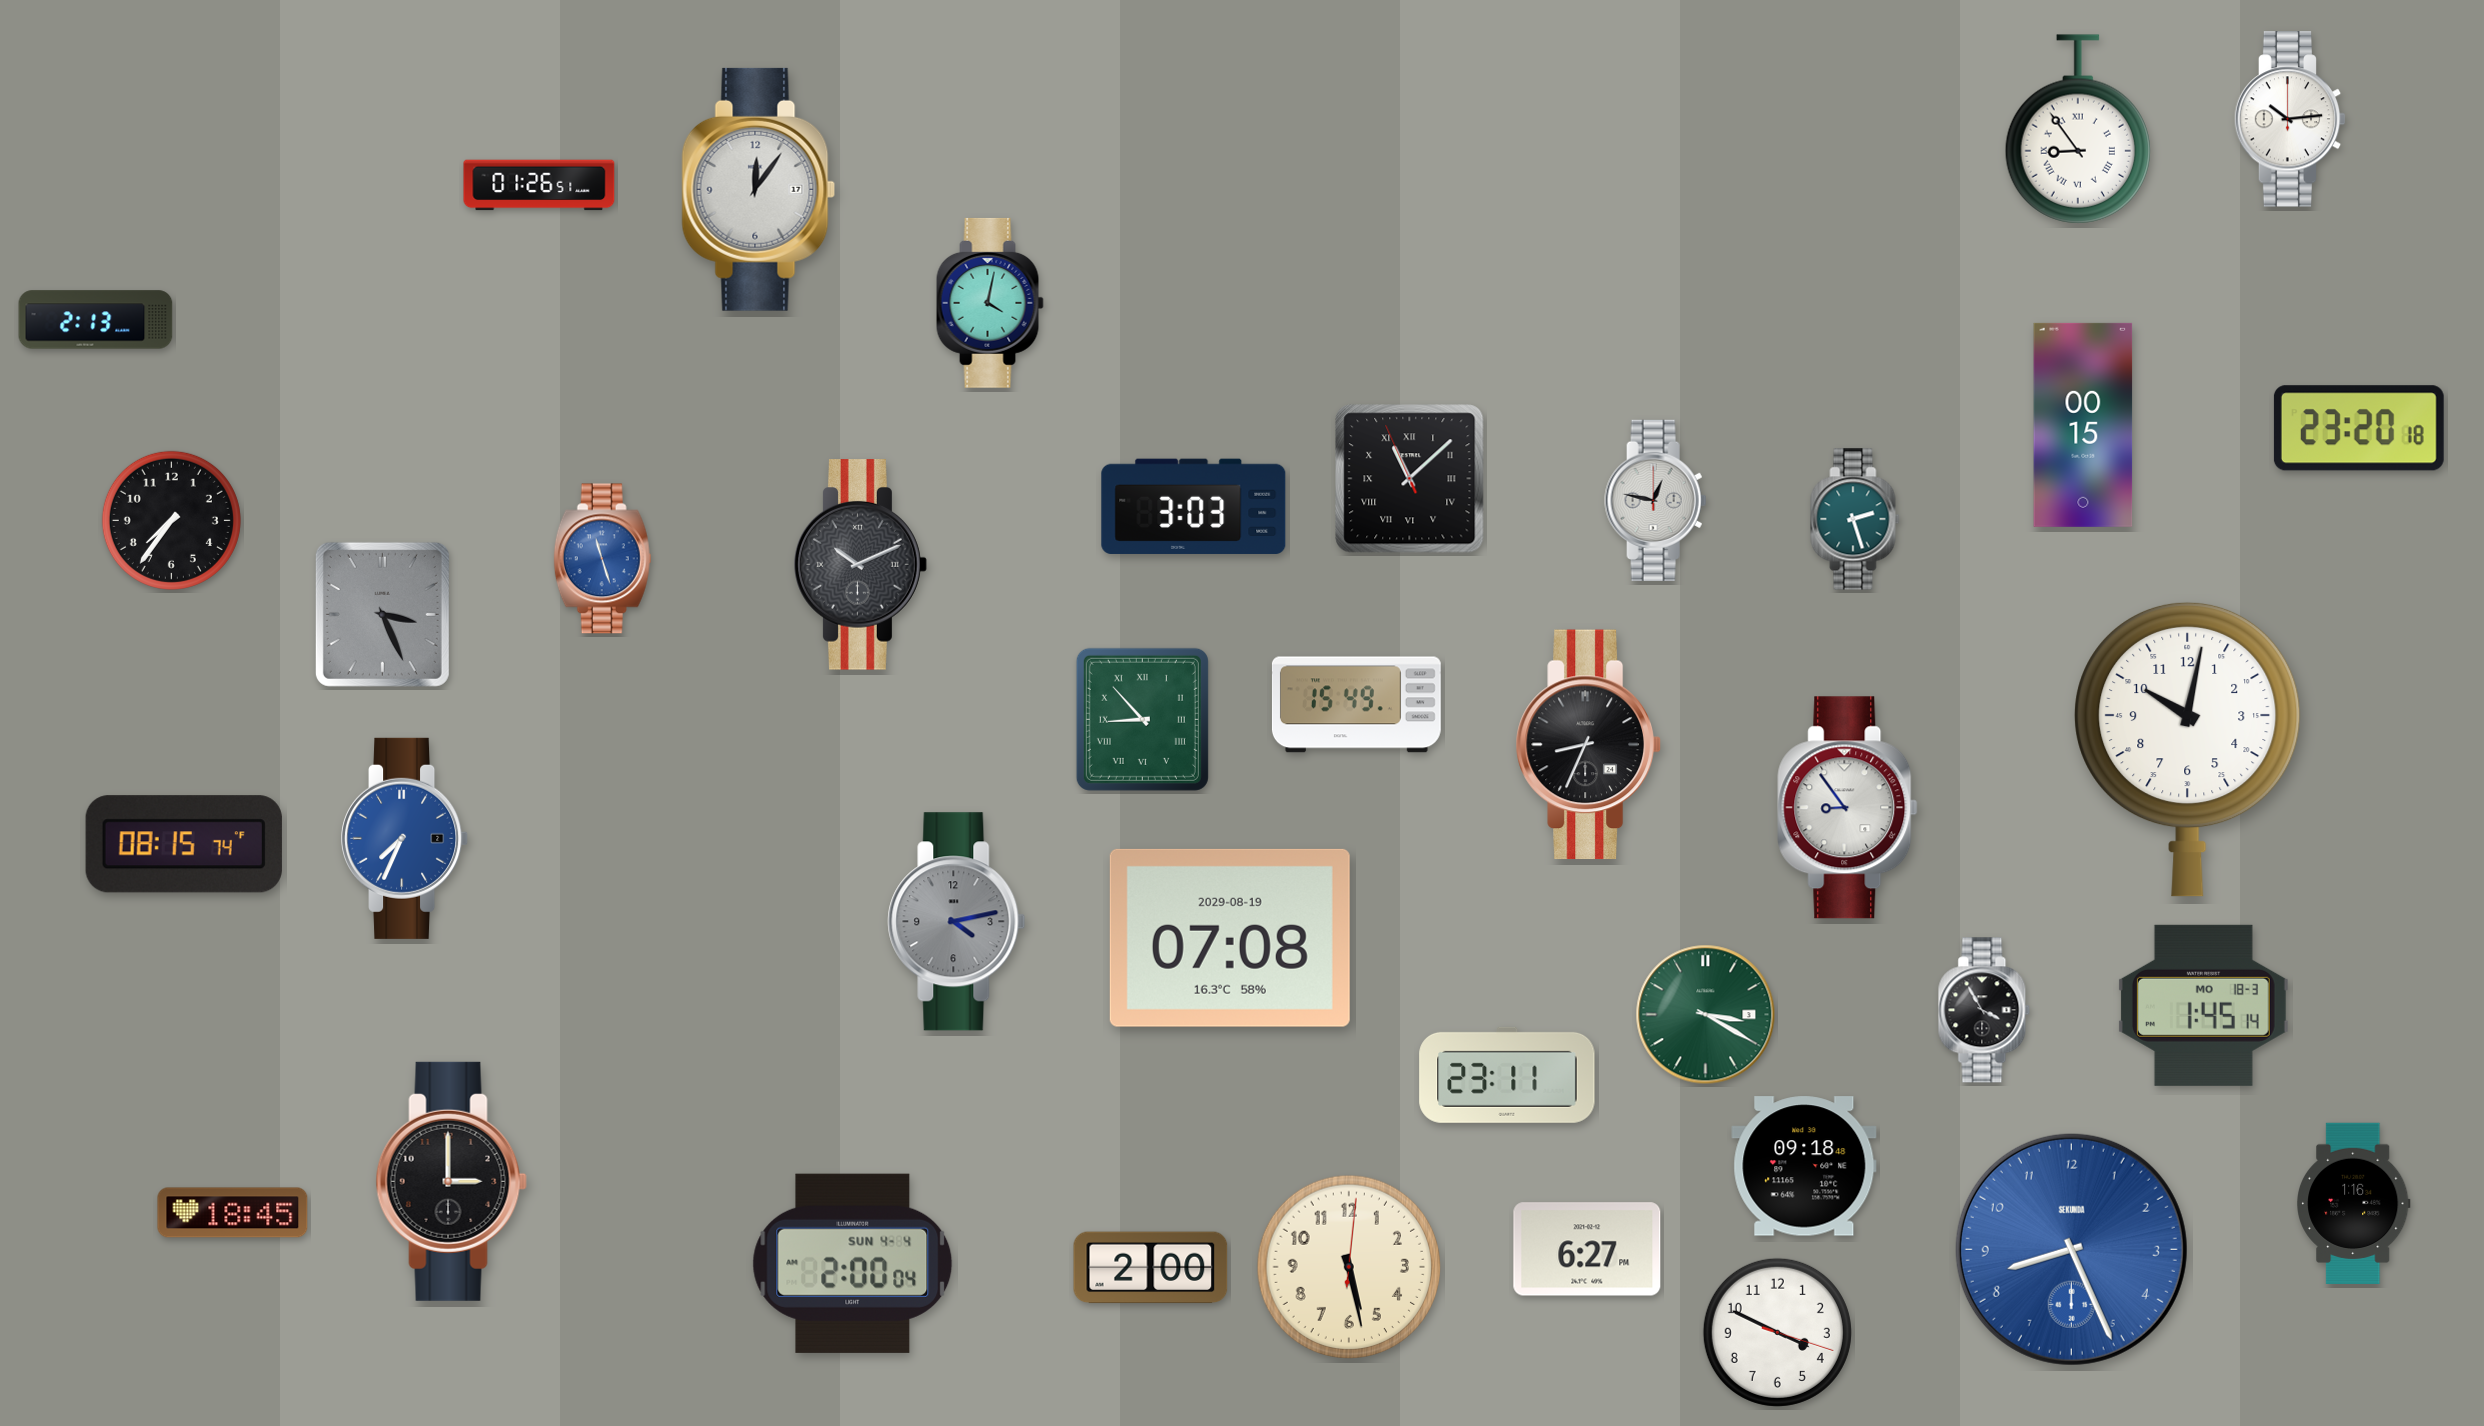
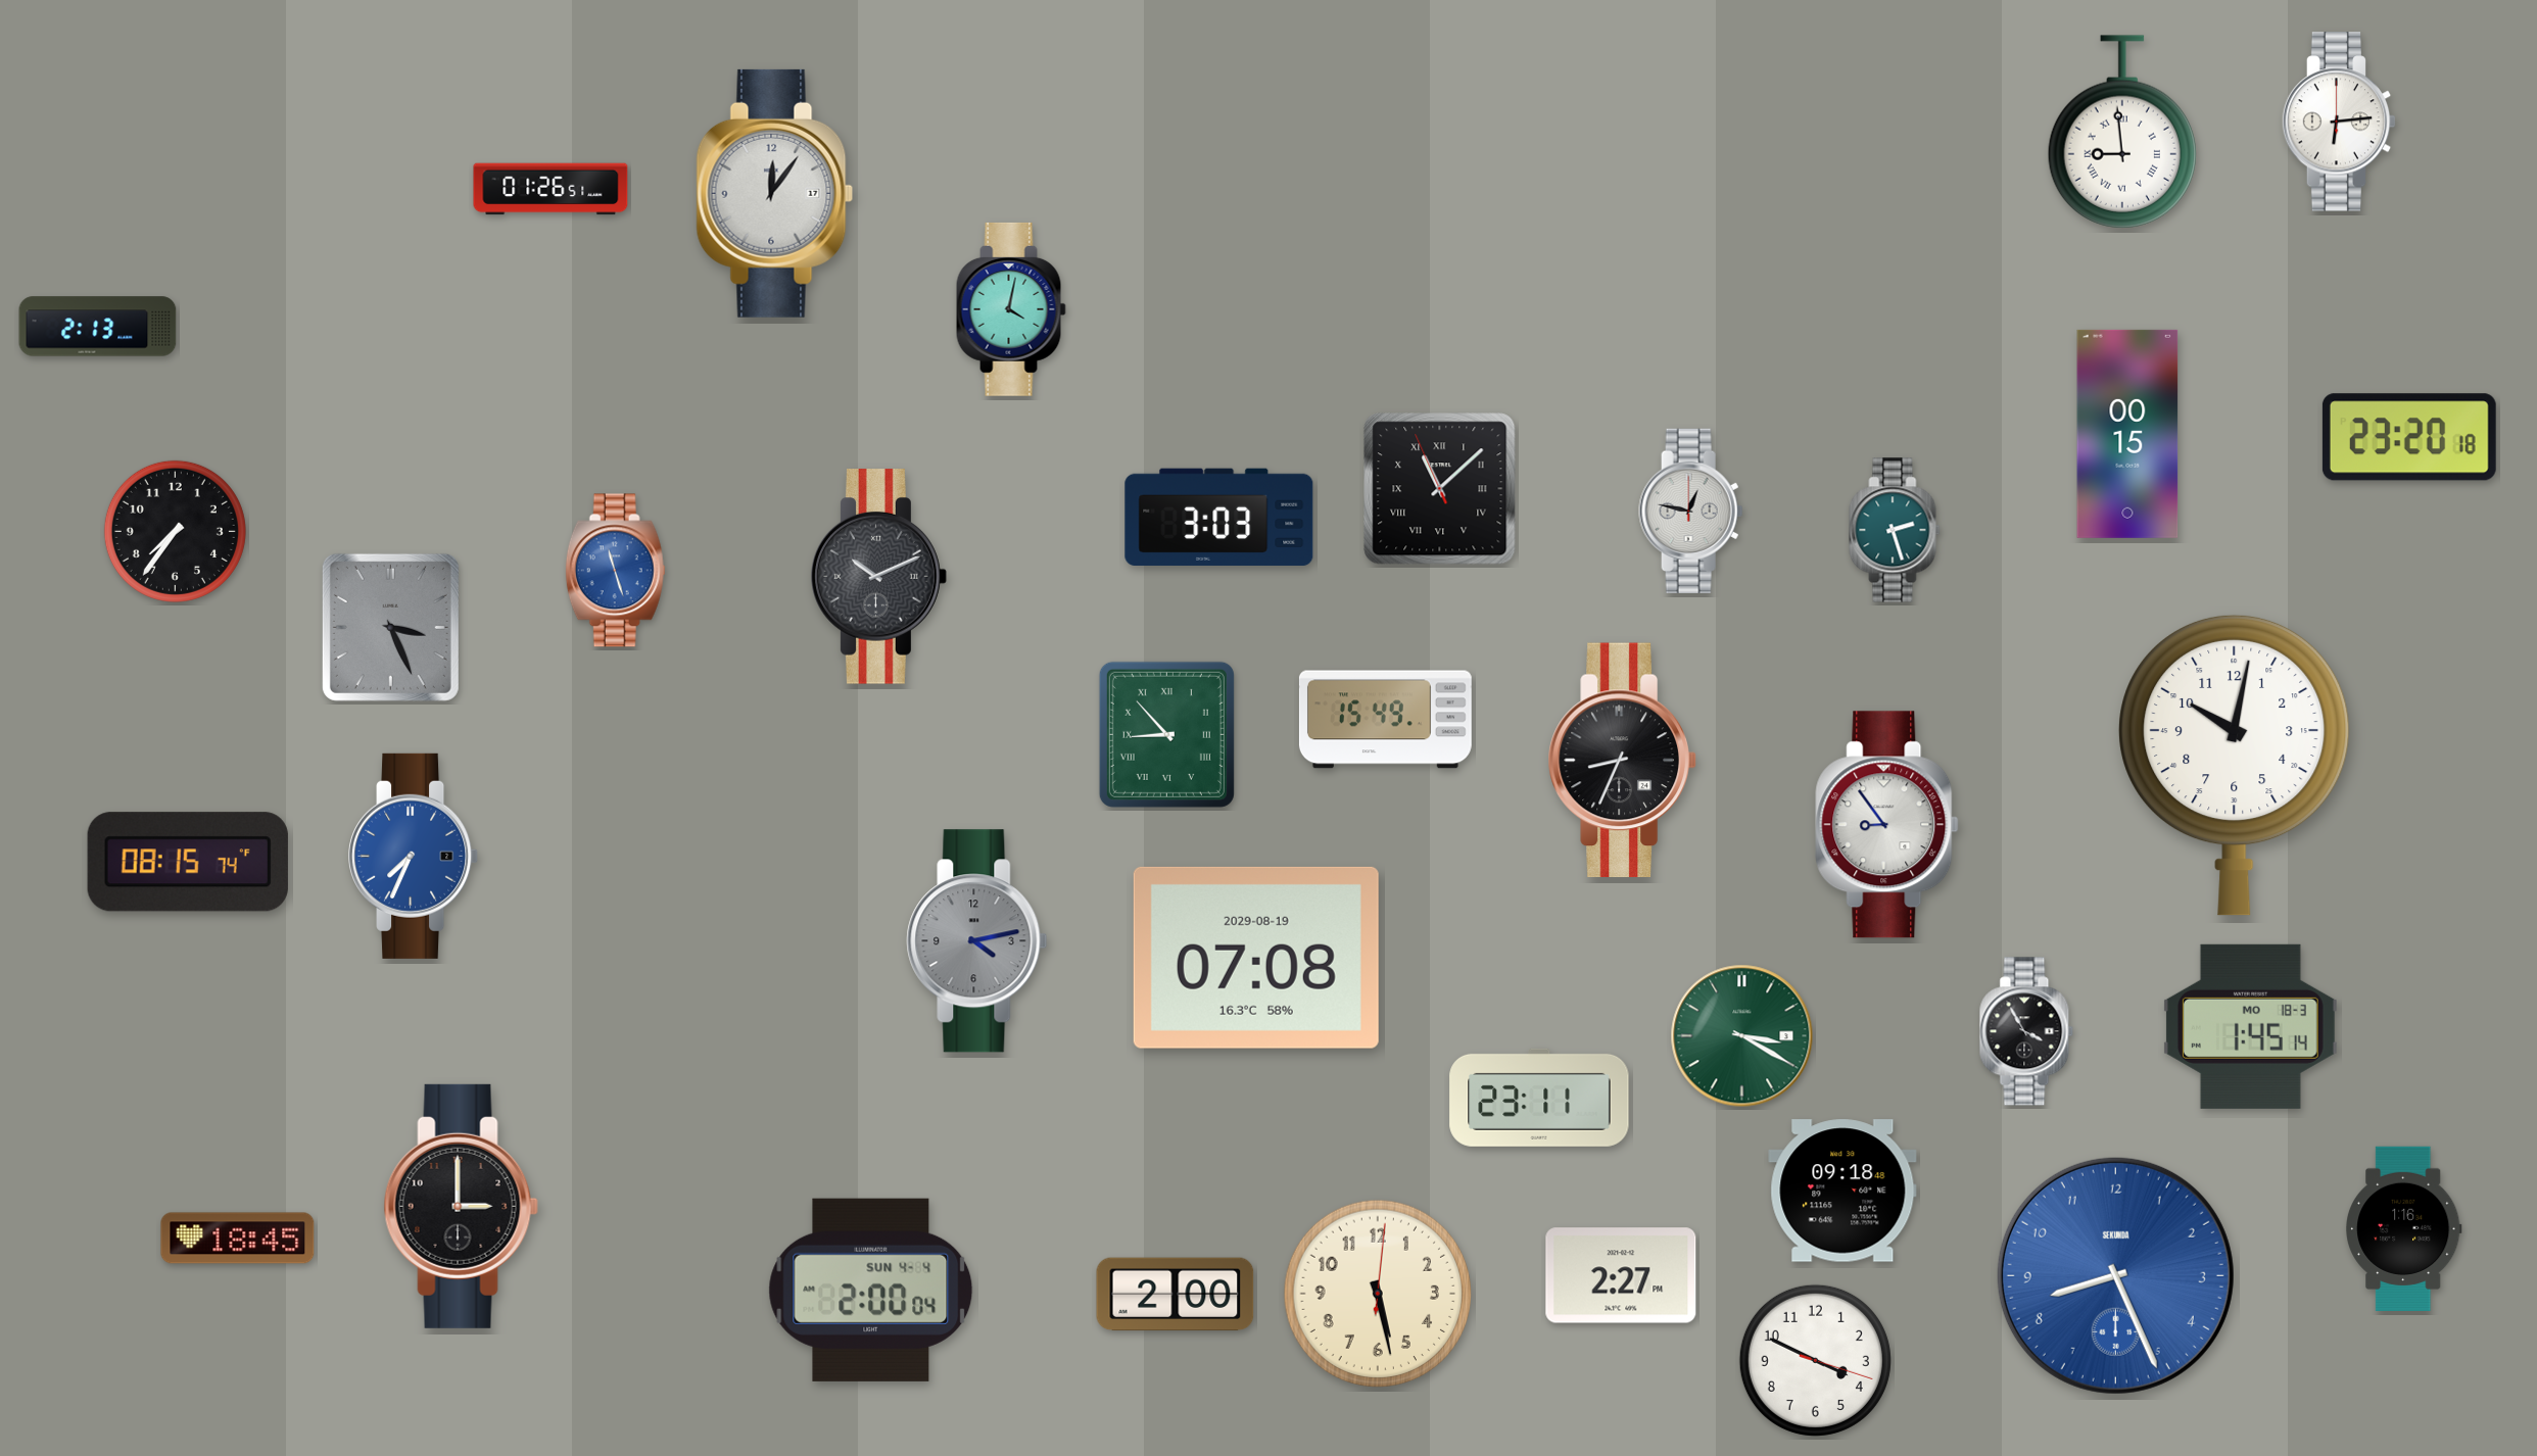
clock at (2290, 119): 10:14 -> 6:14
clock at (2078, 129): 8:54 -> 8:59
clock at (1587, 1249): 6:27 -> 2:27
